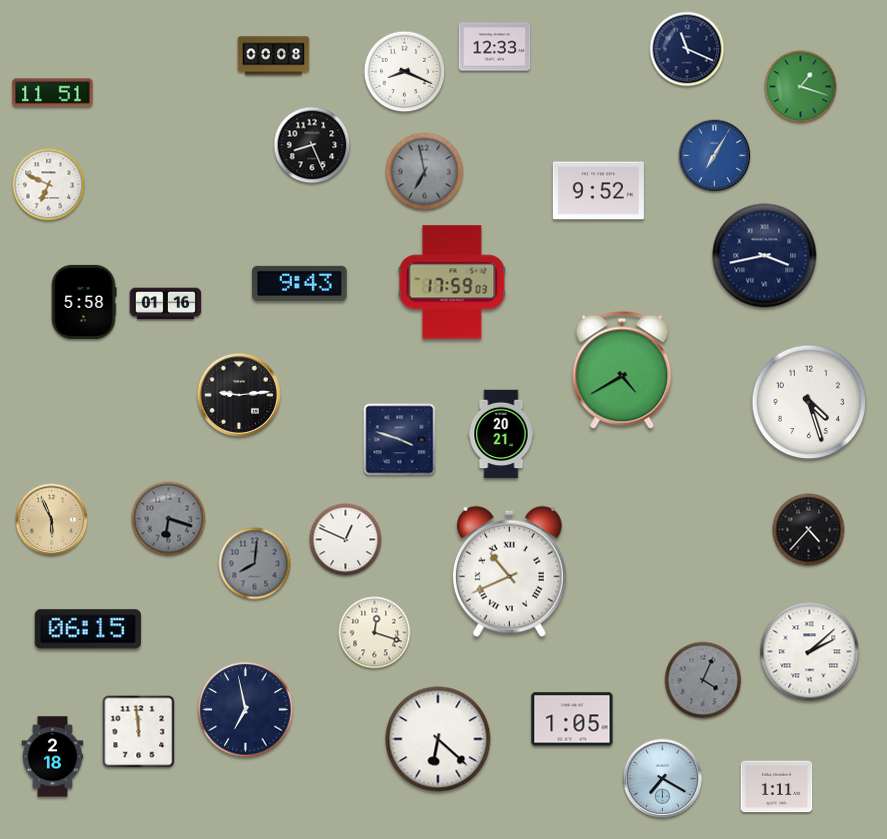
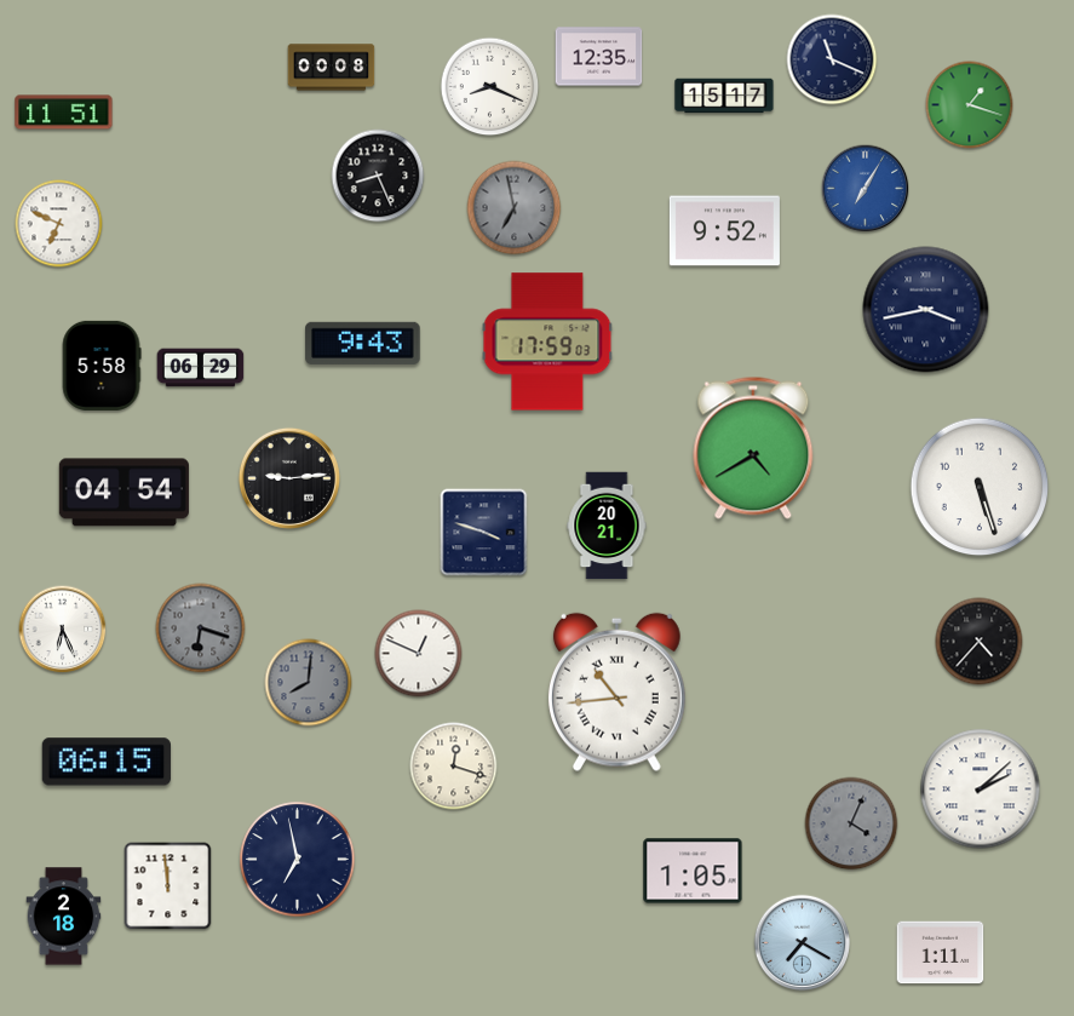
clock at (495, 47): 12:33 -> 12:35
clock at (724, 96): none -> 15:17
clock at (166, 304): 01:16 -> 06:29
clock at (809, 402): 4:27 -> 5:27
clock at (124, 493): none -> 04:54
clock at (169, 519) position: (169, 519) -> (201, 628)
clock at (52, 520): 5:56 -> 6:26
clock at (52, 520) dial: champagne -> white
clock at (509, 571): 10:41 -> 10:44
clock at (438, 739): 6:22 -> none
